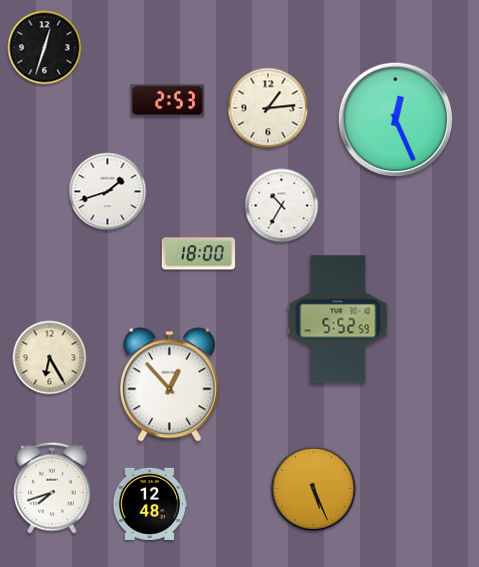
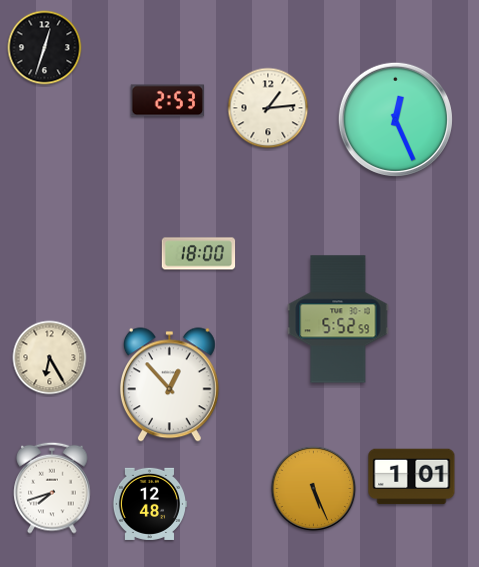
clock at (108, 192): 1:42 -> none
clock at (282, 206): 10:35 -> none
clock at (412, 477): none -> 1:01
